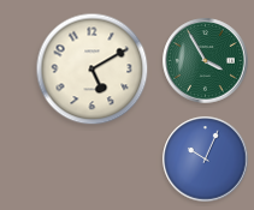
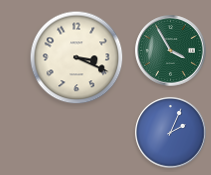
clock at (93, 70): 5:10 -> 3:19
clock at (206, 160): 10:04 -> 2:04
